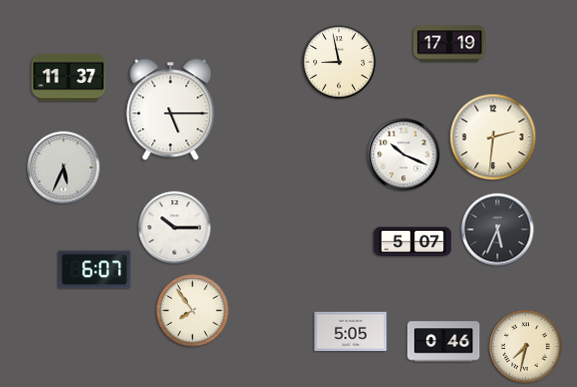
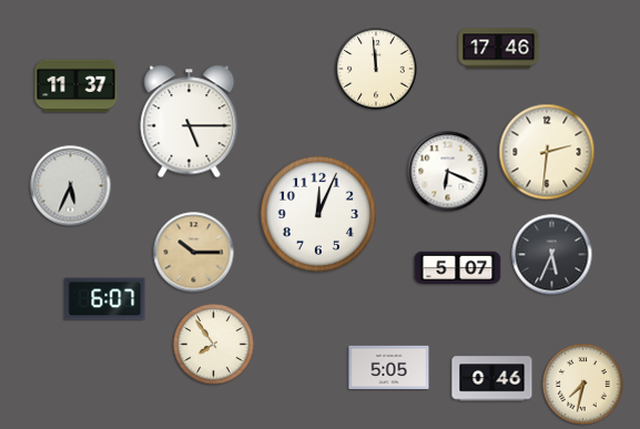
clock at (450, 44): 17:19 -> 17:46
clock at (339, 62): 8:58 -> 11:59
clock at (404, 155): 10:19 -> 6:19
clock at (318, 214): none -> 12:04
clock at (175, 228) dial: white -> champagne
